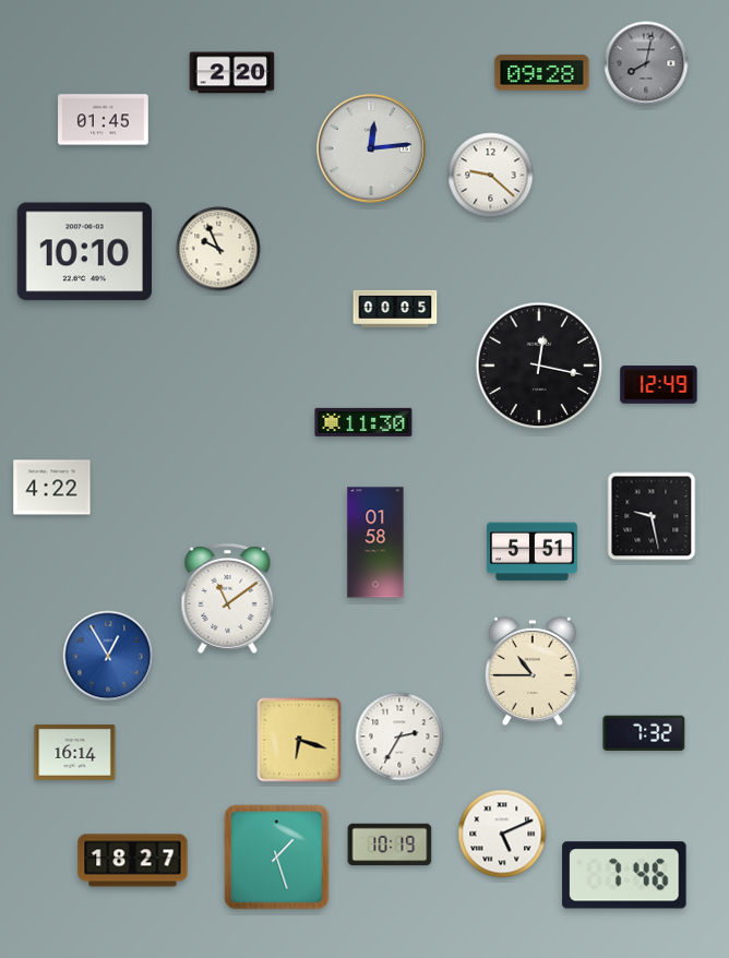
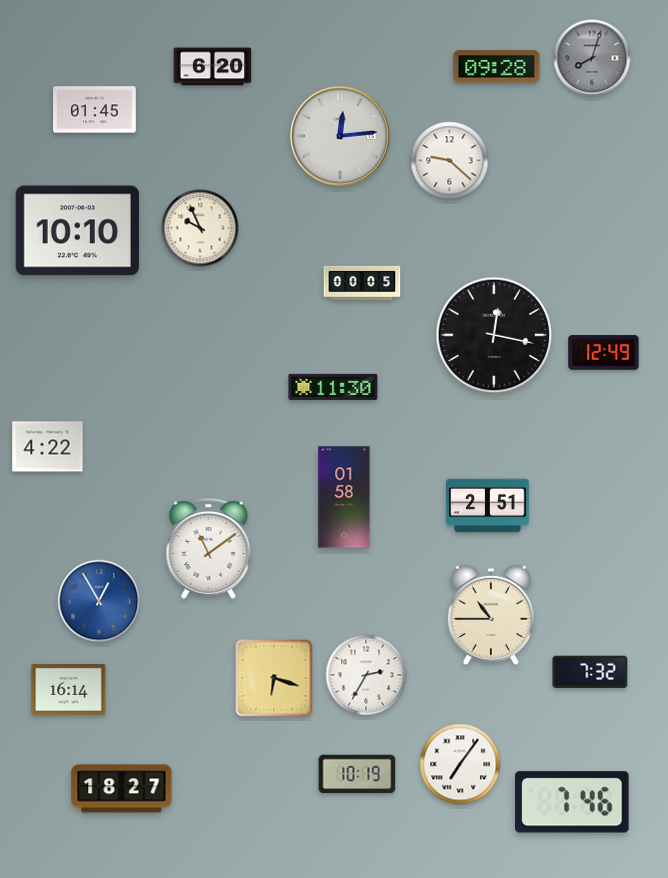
clock at (646, 63): 8:02 -> 8:03
clock at (232, 73): 2:20 -> 6:20
clock at (652, 516): 9:28 -> none
clock at (533, 552): 5:51 -> 2:51
clock at (533, 671) position: (533, 671) -> (491, 615)
clock at (502, 834): 5:11 -> 7:06
clock at (277, 858): 1:27 -> none
